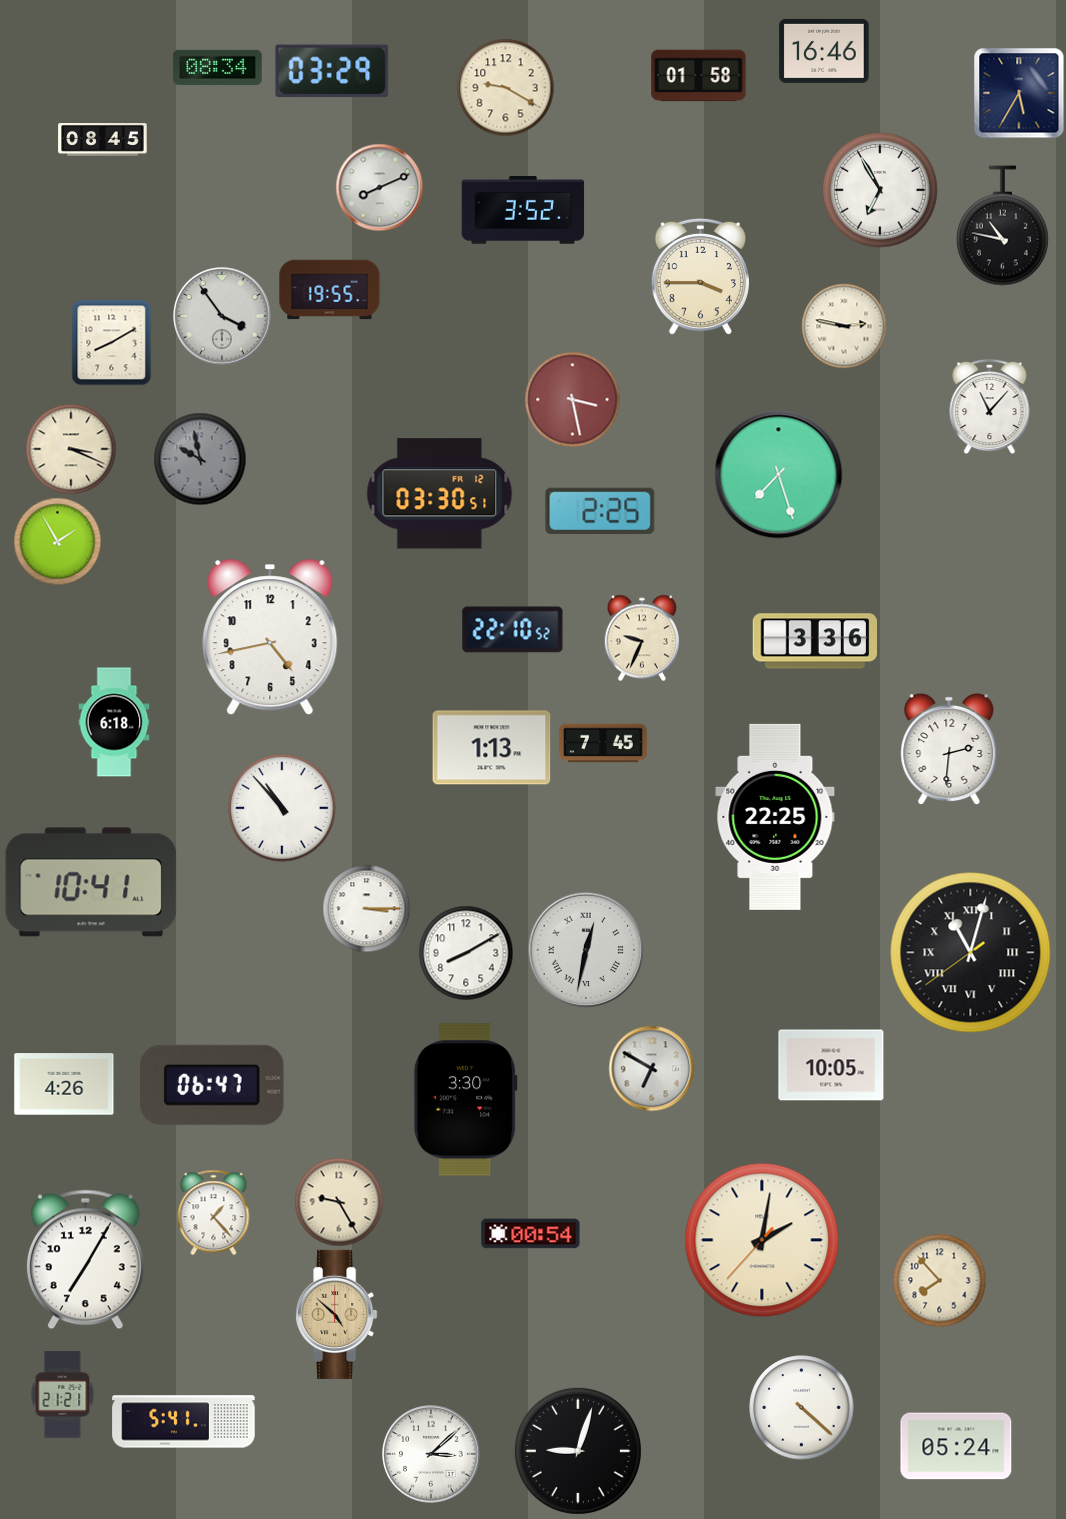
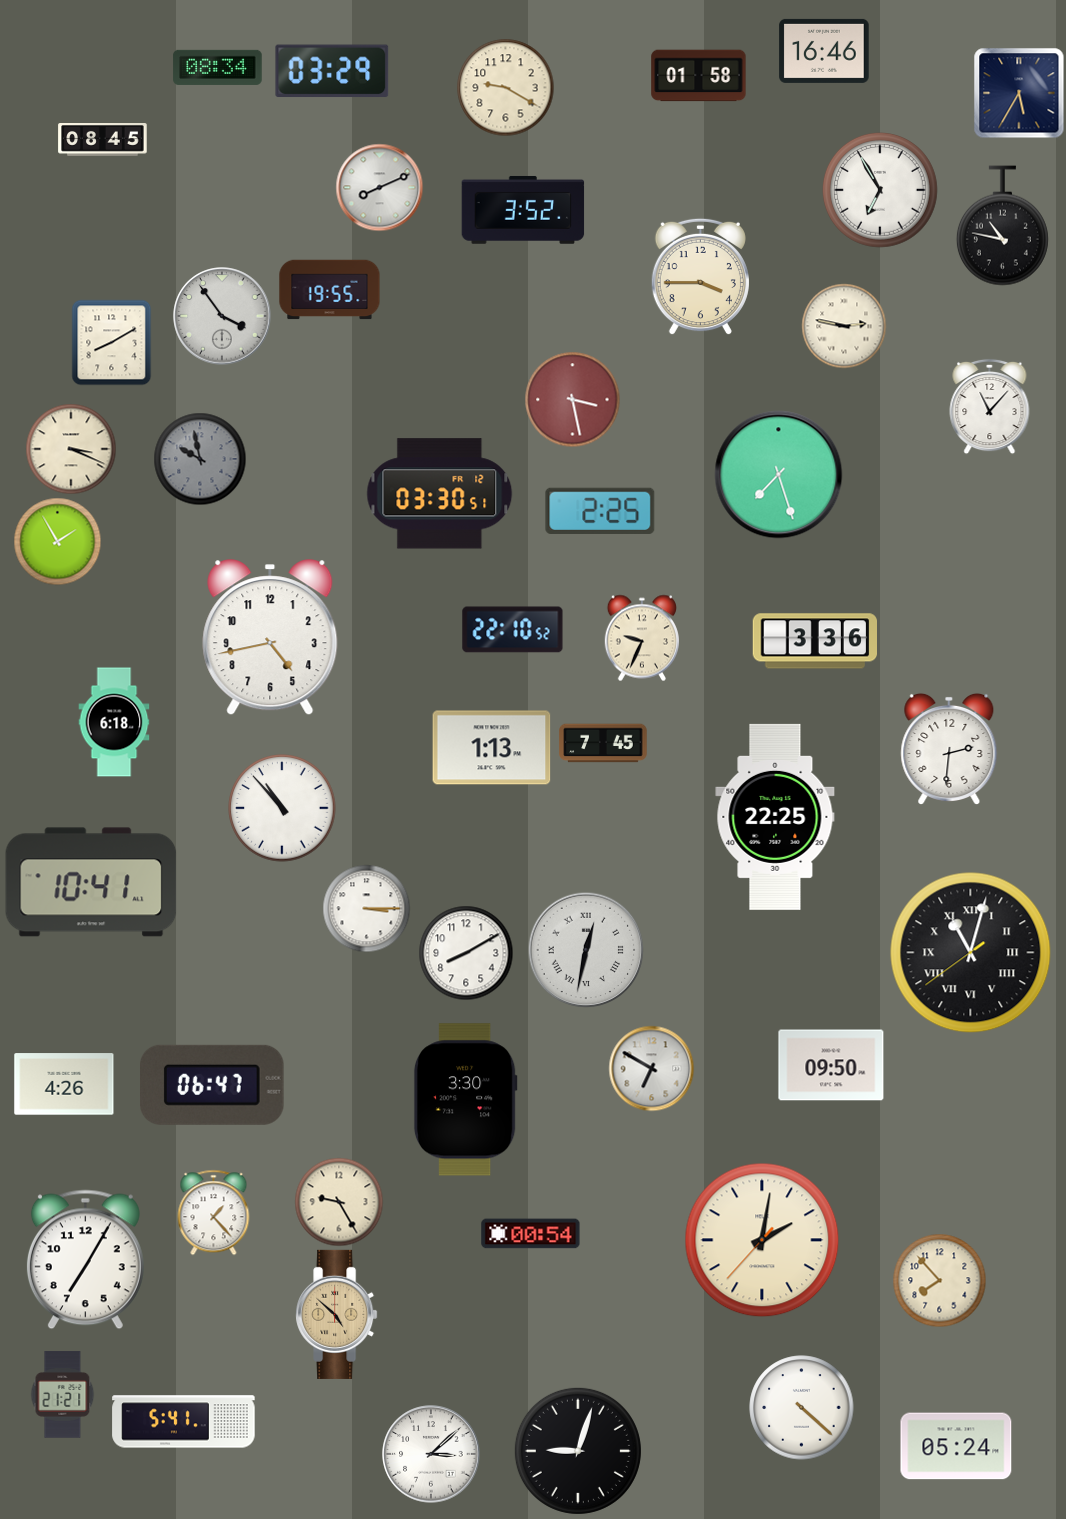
clock at (831, 1065): 10:05 -> 09:50
